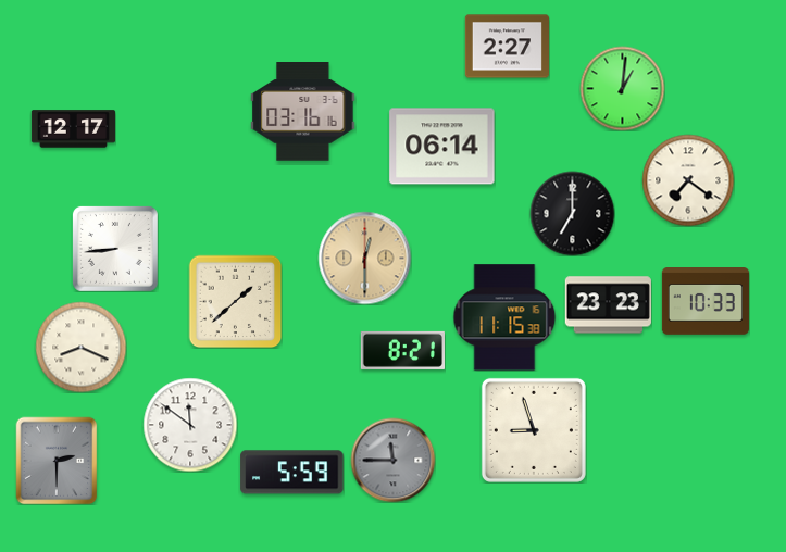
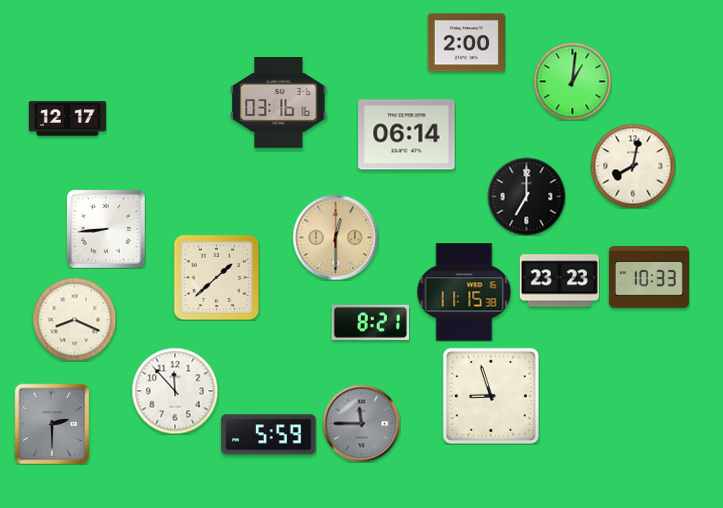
clock at (507, 47): 2:27 -> 2:00
clock at (688, 180): 7:21 -> 8:02
clock at (190, 425): 11:51 -> 11:53
